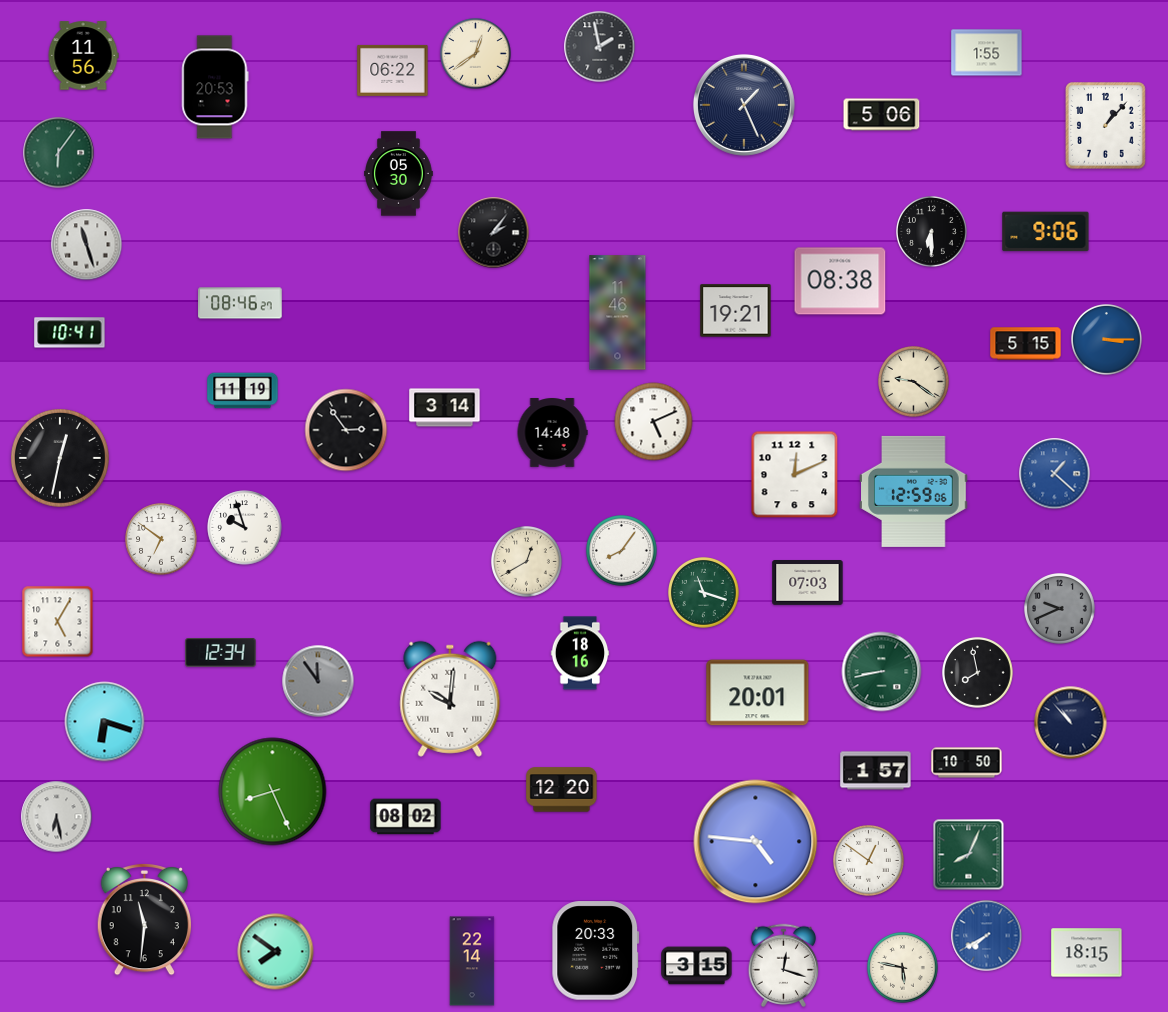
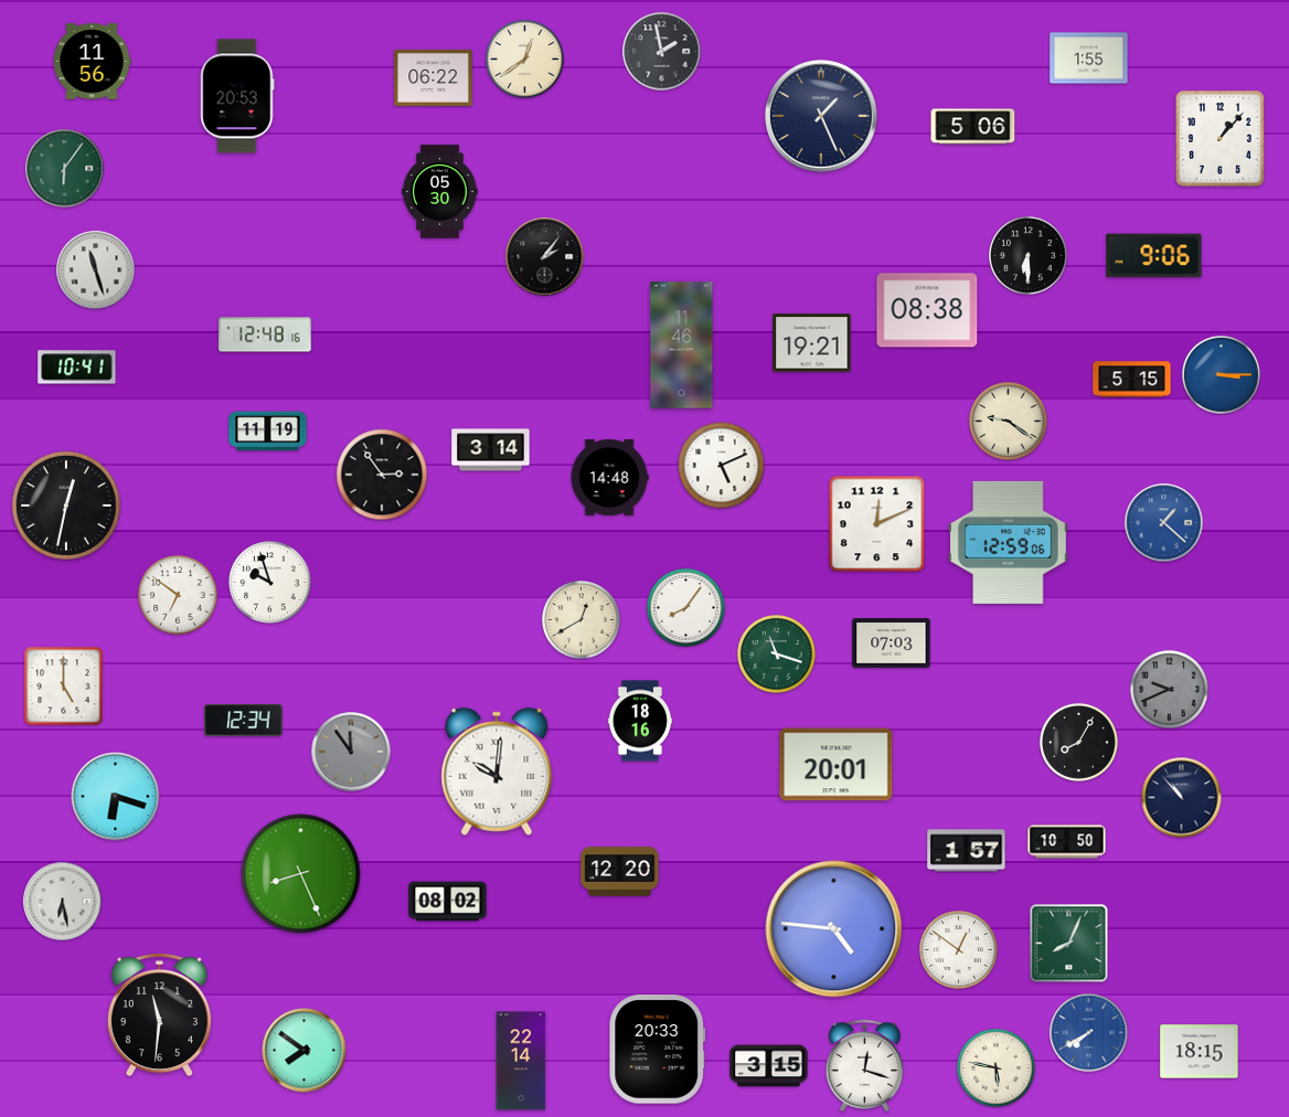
clock at (240, 303): 08:46 -> 12:48
clock at (1060, 609) position: (1060, 609) -> (1170, 690)
clock at (58, 622): 5:05 -> 5:00
clock at (882, 672): 8:43 -> none
clock at (978, 673): 7:58 -> 8:05
